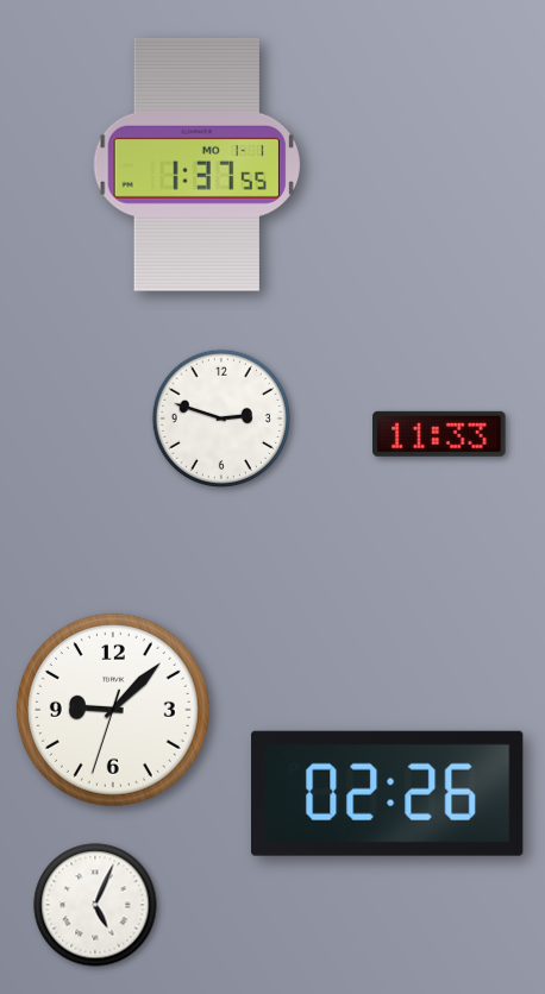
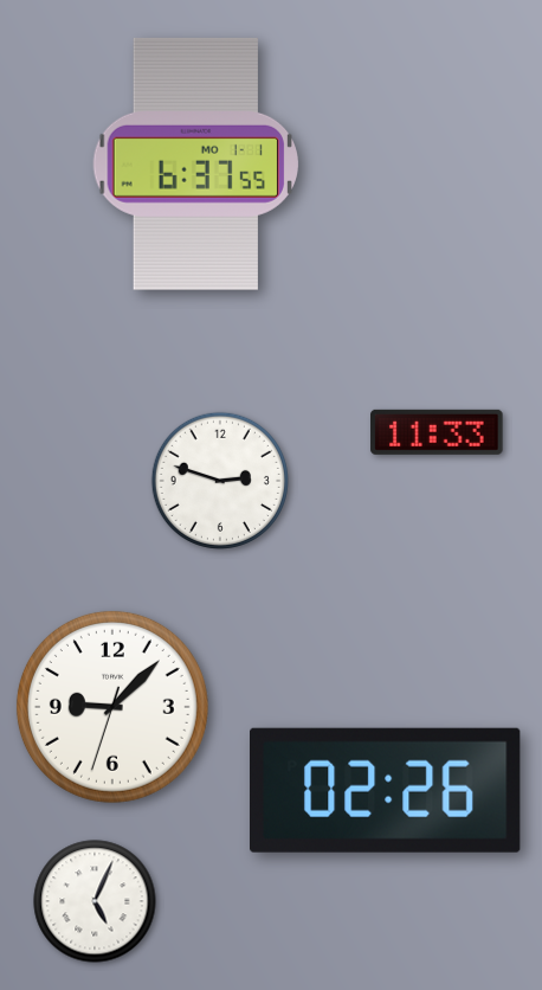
clock at (196, 164): 1:37 -> 6:37
clock at (221, 419) position: (221, 419) -> (220, 481)
